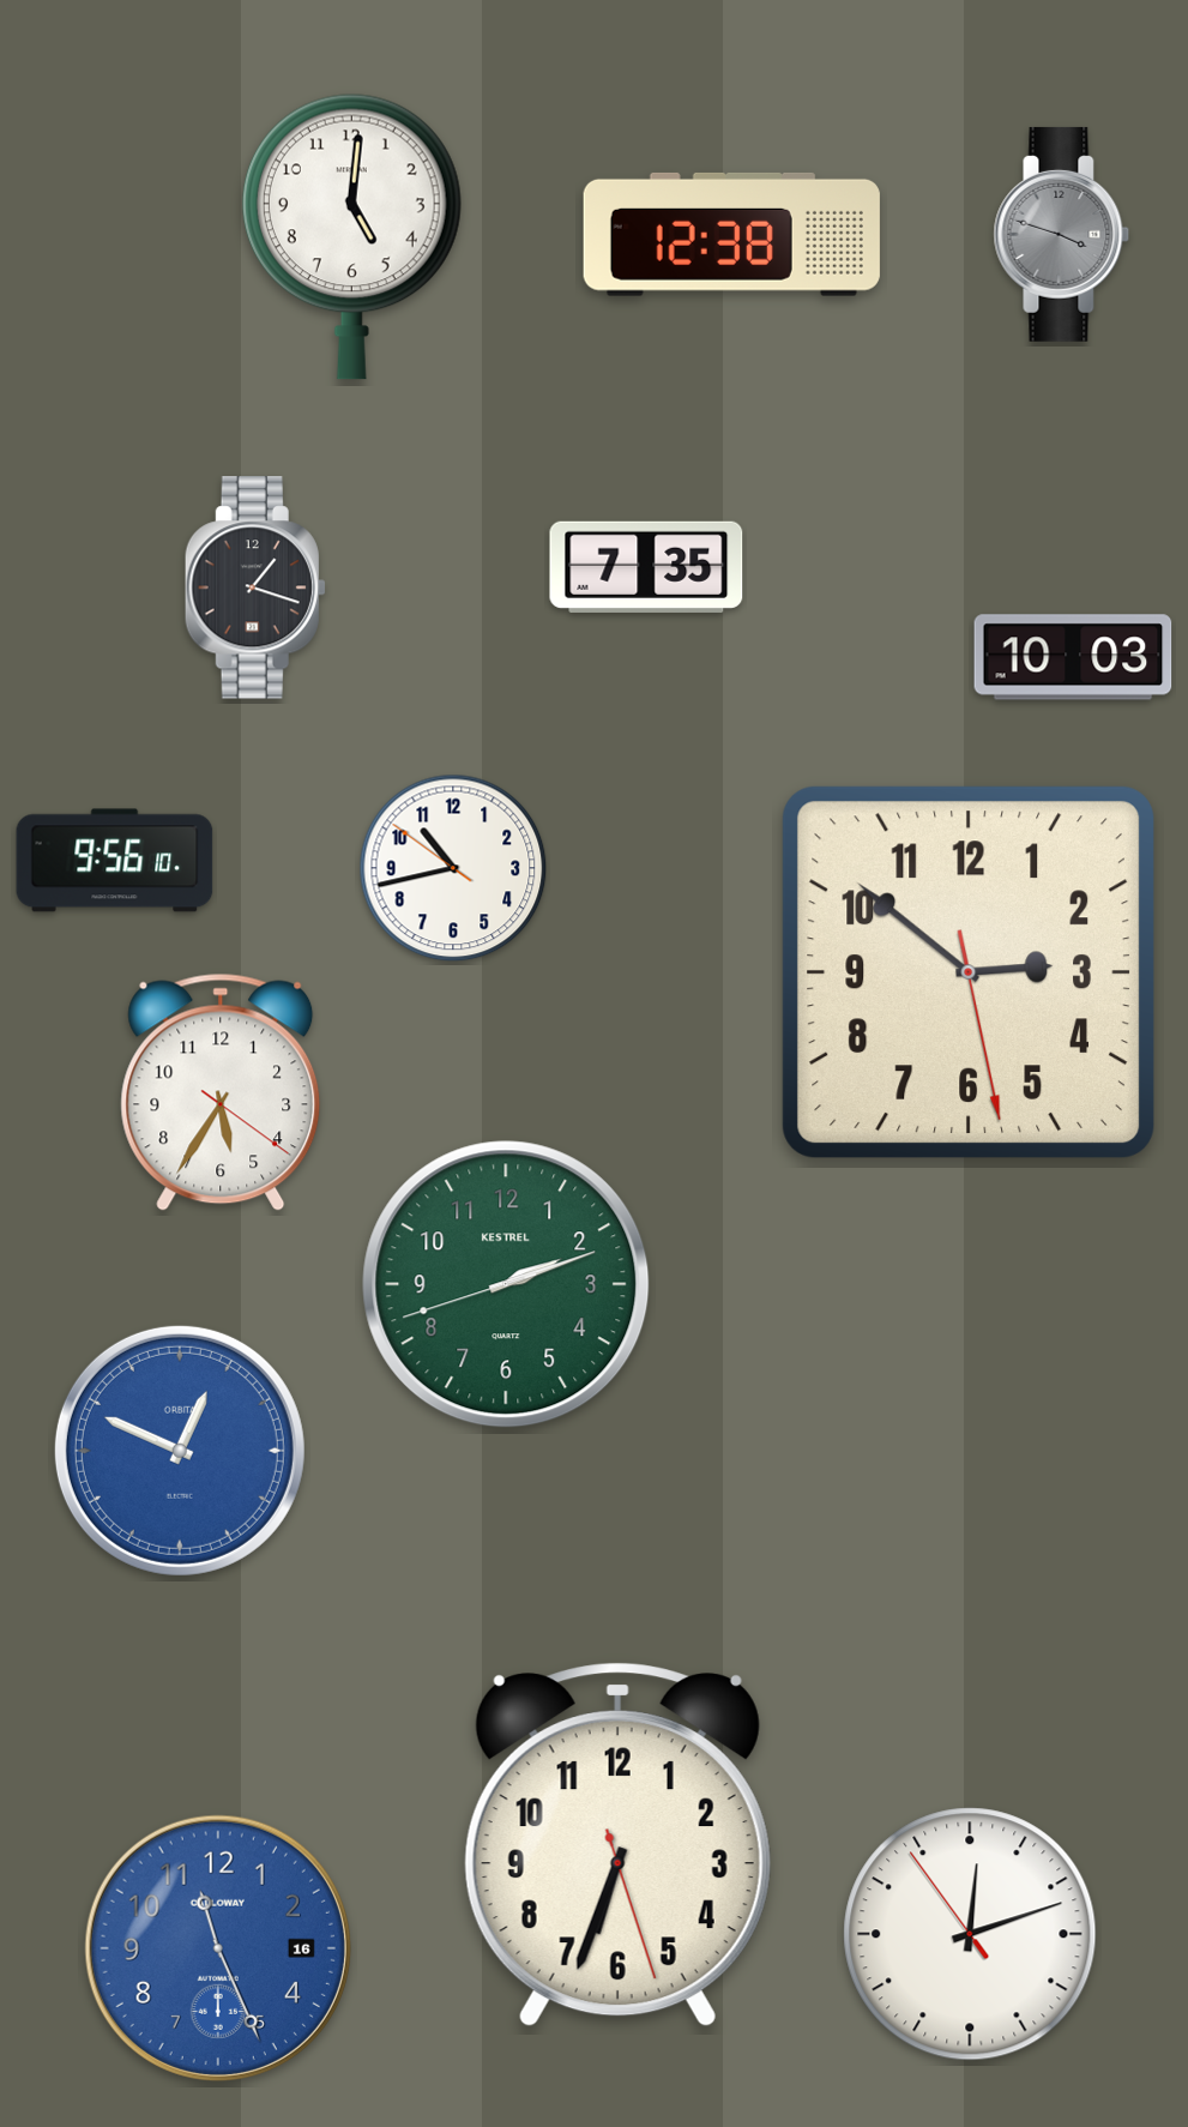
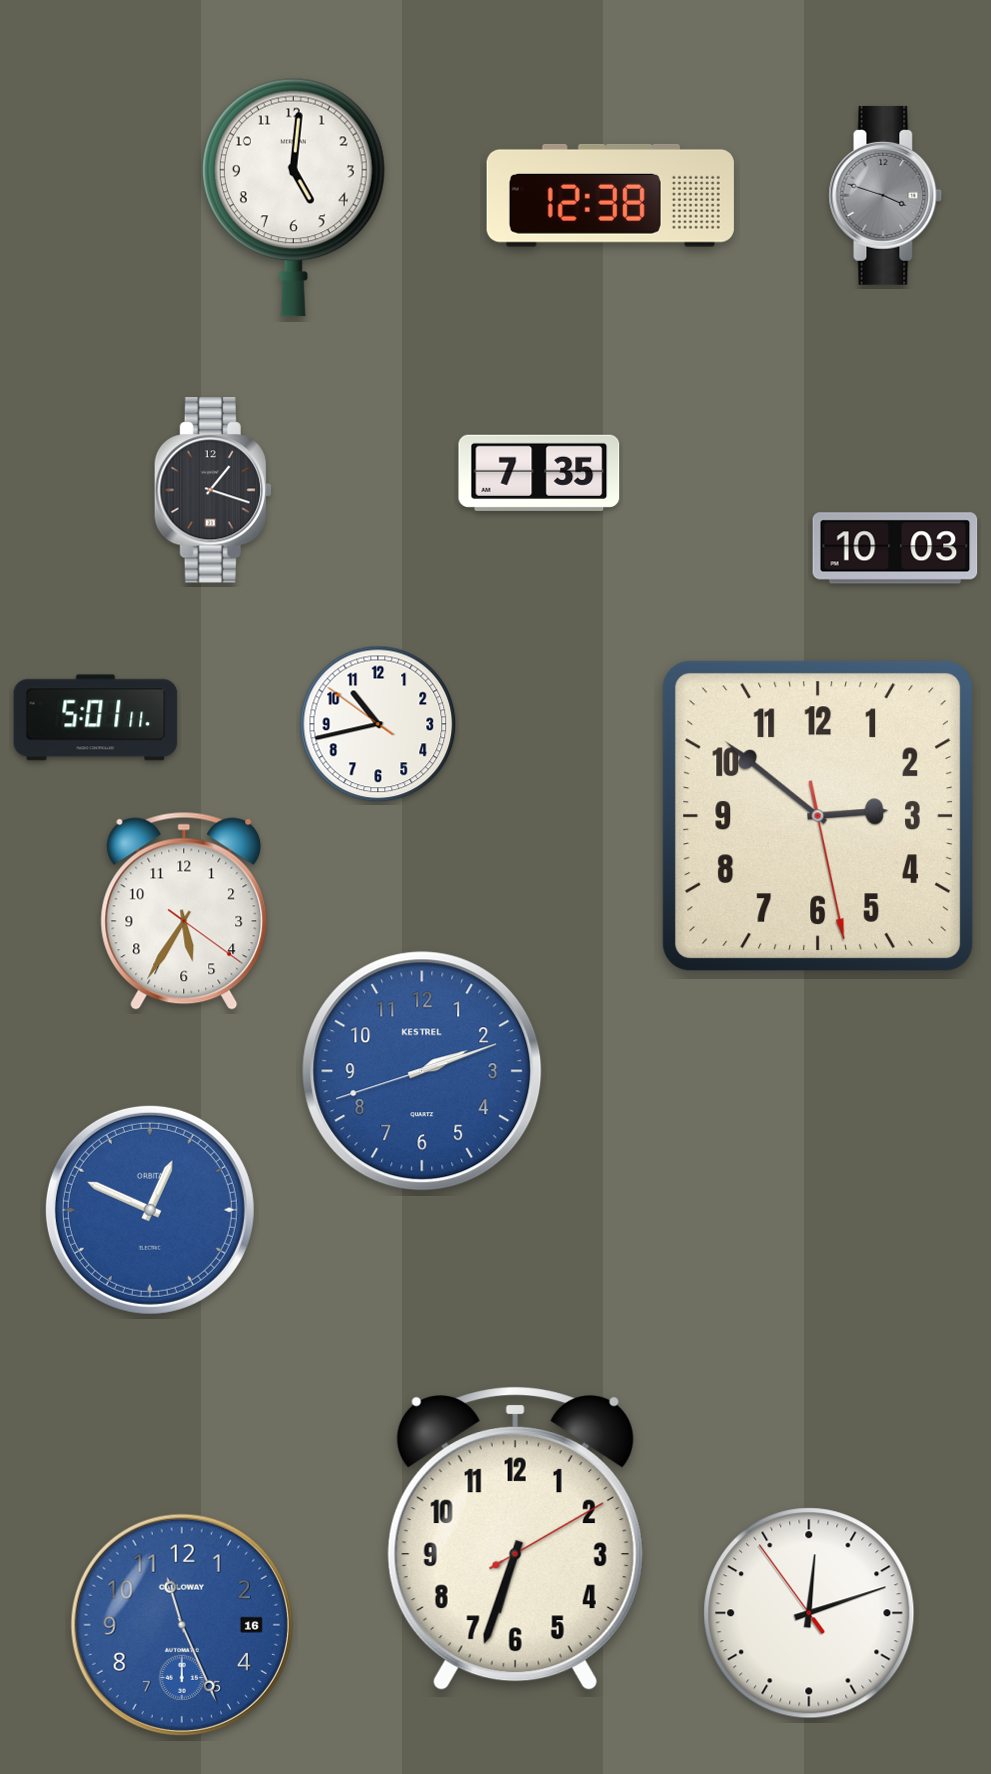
clock at (115, 861): 9:56 -> 5:01
clock at (969, 972) position: (969, 972) -> (818, 816)
clock at (506, 1284) dial: green -> blue
clock at (617, 1845): 6:33:27 -> 6:33:10
